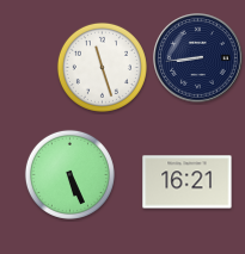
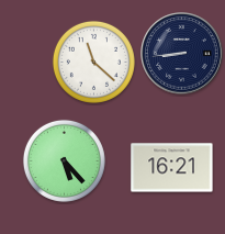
clock at (102, 67): 11:27 -> 11:22
clock at (69, 174): 5:26 -> 5:23
